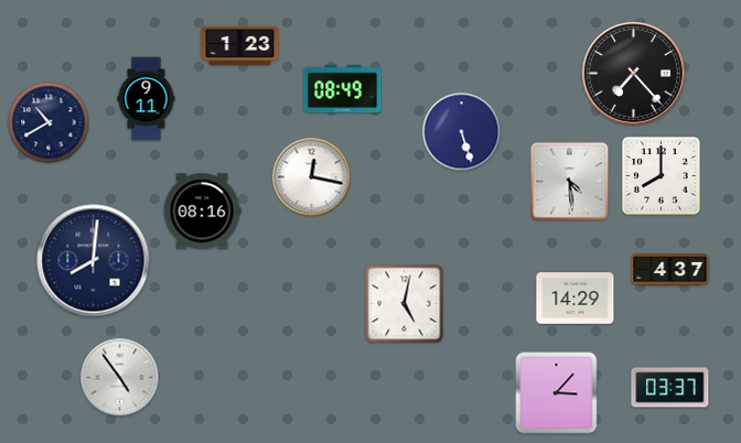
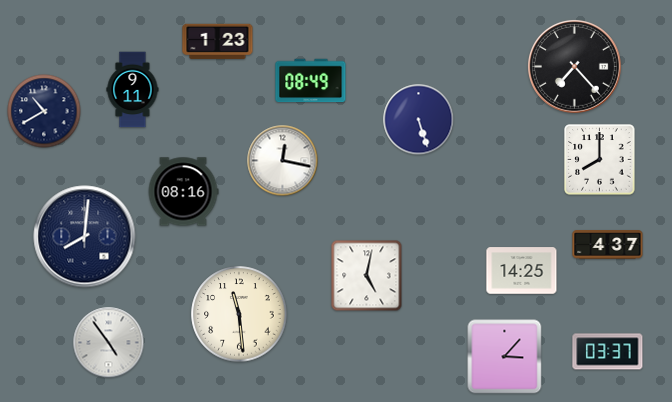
clock at (570, 182): 4:29 -> none
clock at (576, 299): 14:29 -> 14:25
clock at (239, 314): none -> 11:29
